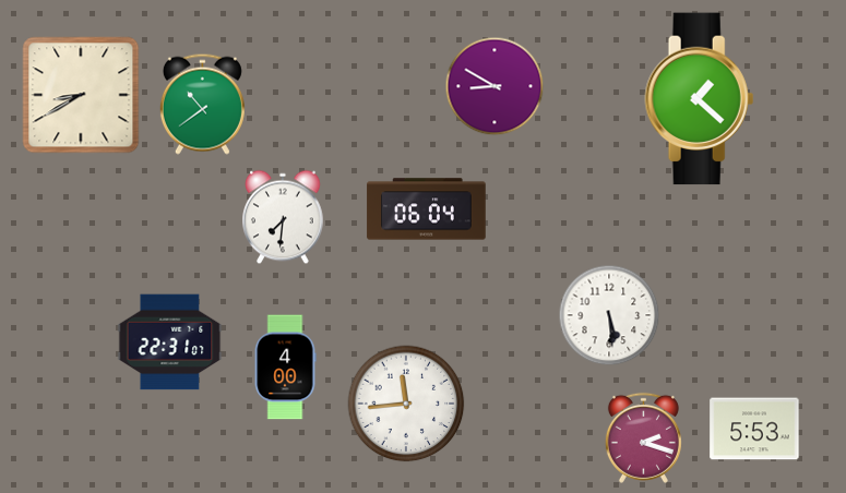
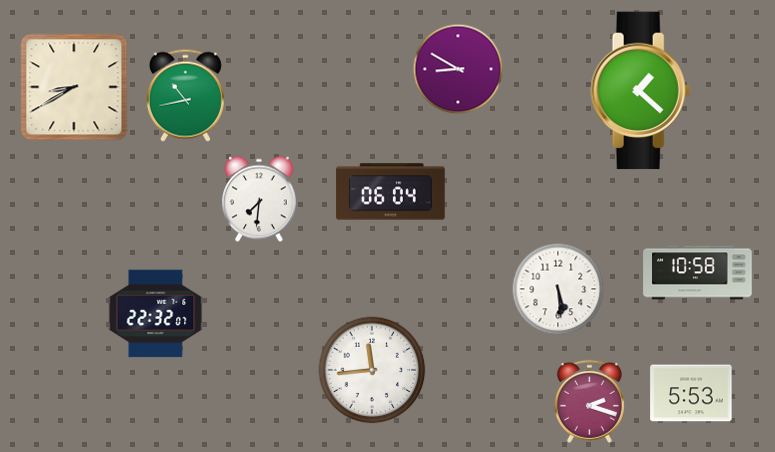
clock at (495, 86) position: (495, 86) -> (458, 69)
clock at (202, 104): 10:39 -> 10:43
clock at (698, 273): none -> 10:58
clock at (170, 342): 22:31 -> 22:32
clock at (285, 368): 4:00 -> none
